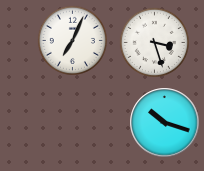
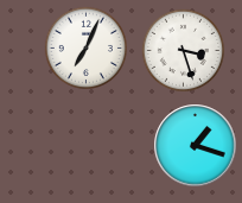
clock at (165, 123): 10:18 -> 1:18
